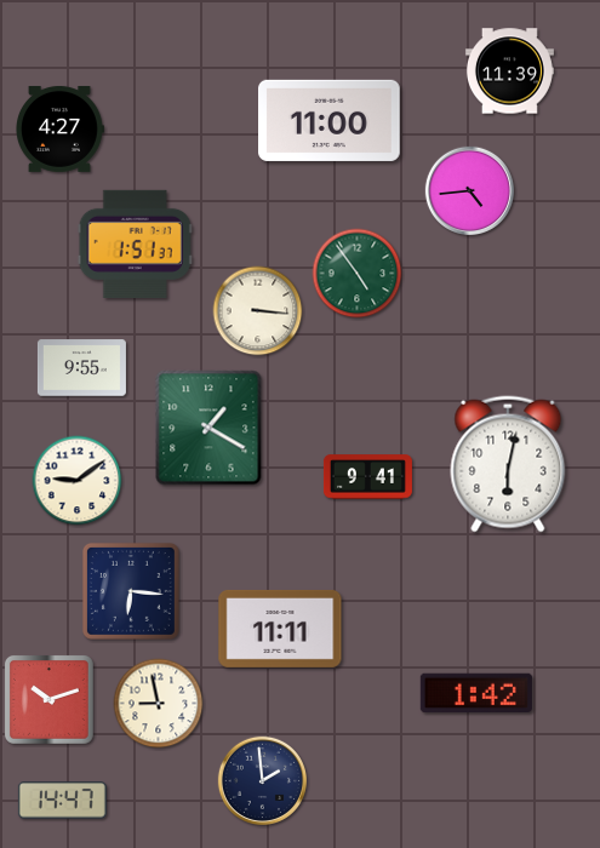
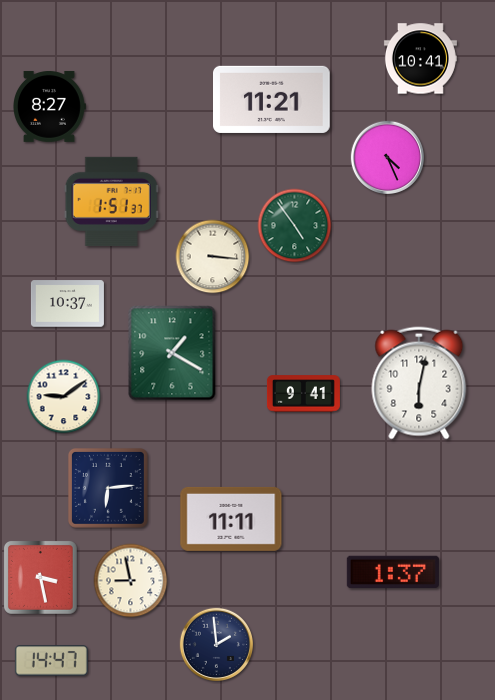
clock at (509, 71): 11:39 -> 10:41
clock at (330, 120): 11:00 -> 11:21
clock at (61, 128): 4:27 -> 8:27
clock at (469, 190): 4:44 -> 4:26
clock at (81, 368): 9:55 -> 10:37
clock at (131, 591): 6:16 -> 6:14
clock at (476, 692): 1:42 -> 1:37
clock at (48, 699): 10:12 -> 3:28
